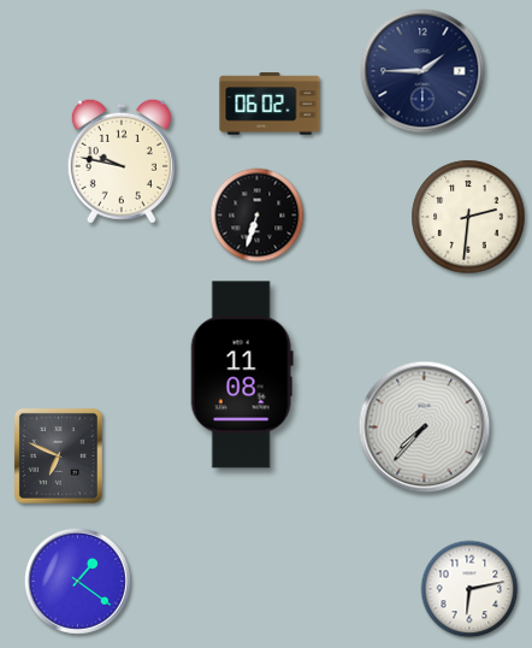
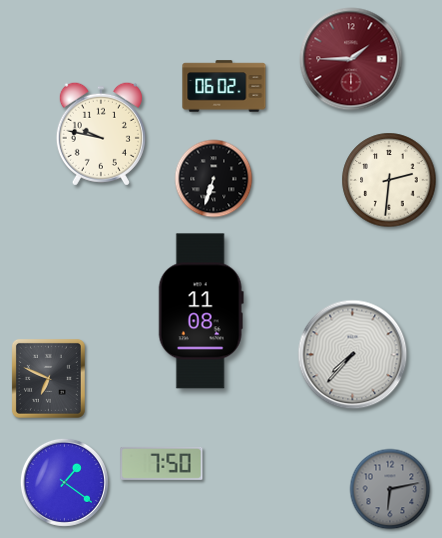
clock at (422, 71) dial: navy -> burgundy
clock at (162, 463): none -> 7:50
clock at (469, 589) dial: white -> grey
